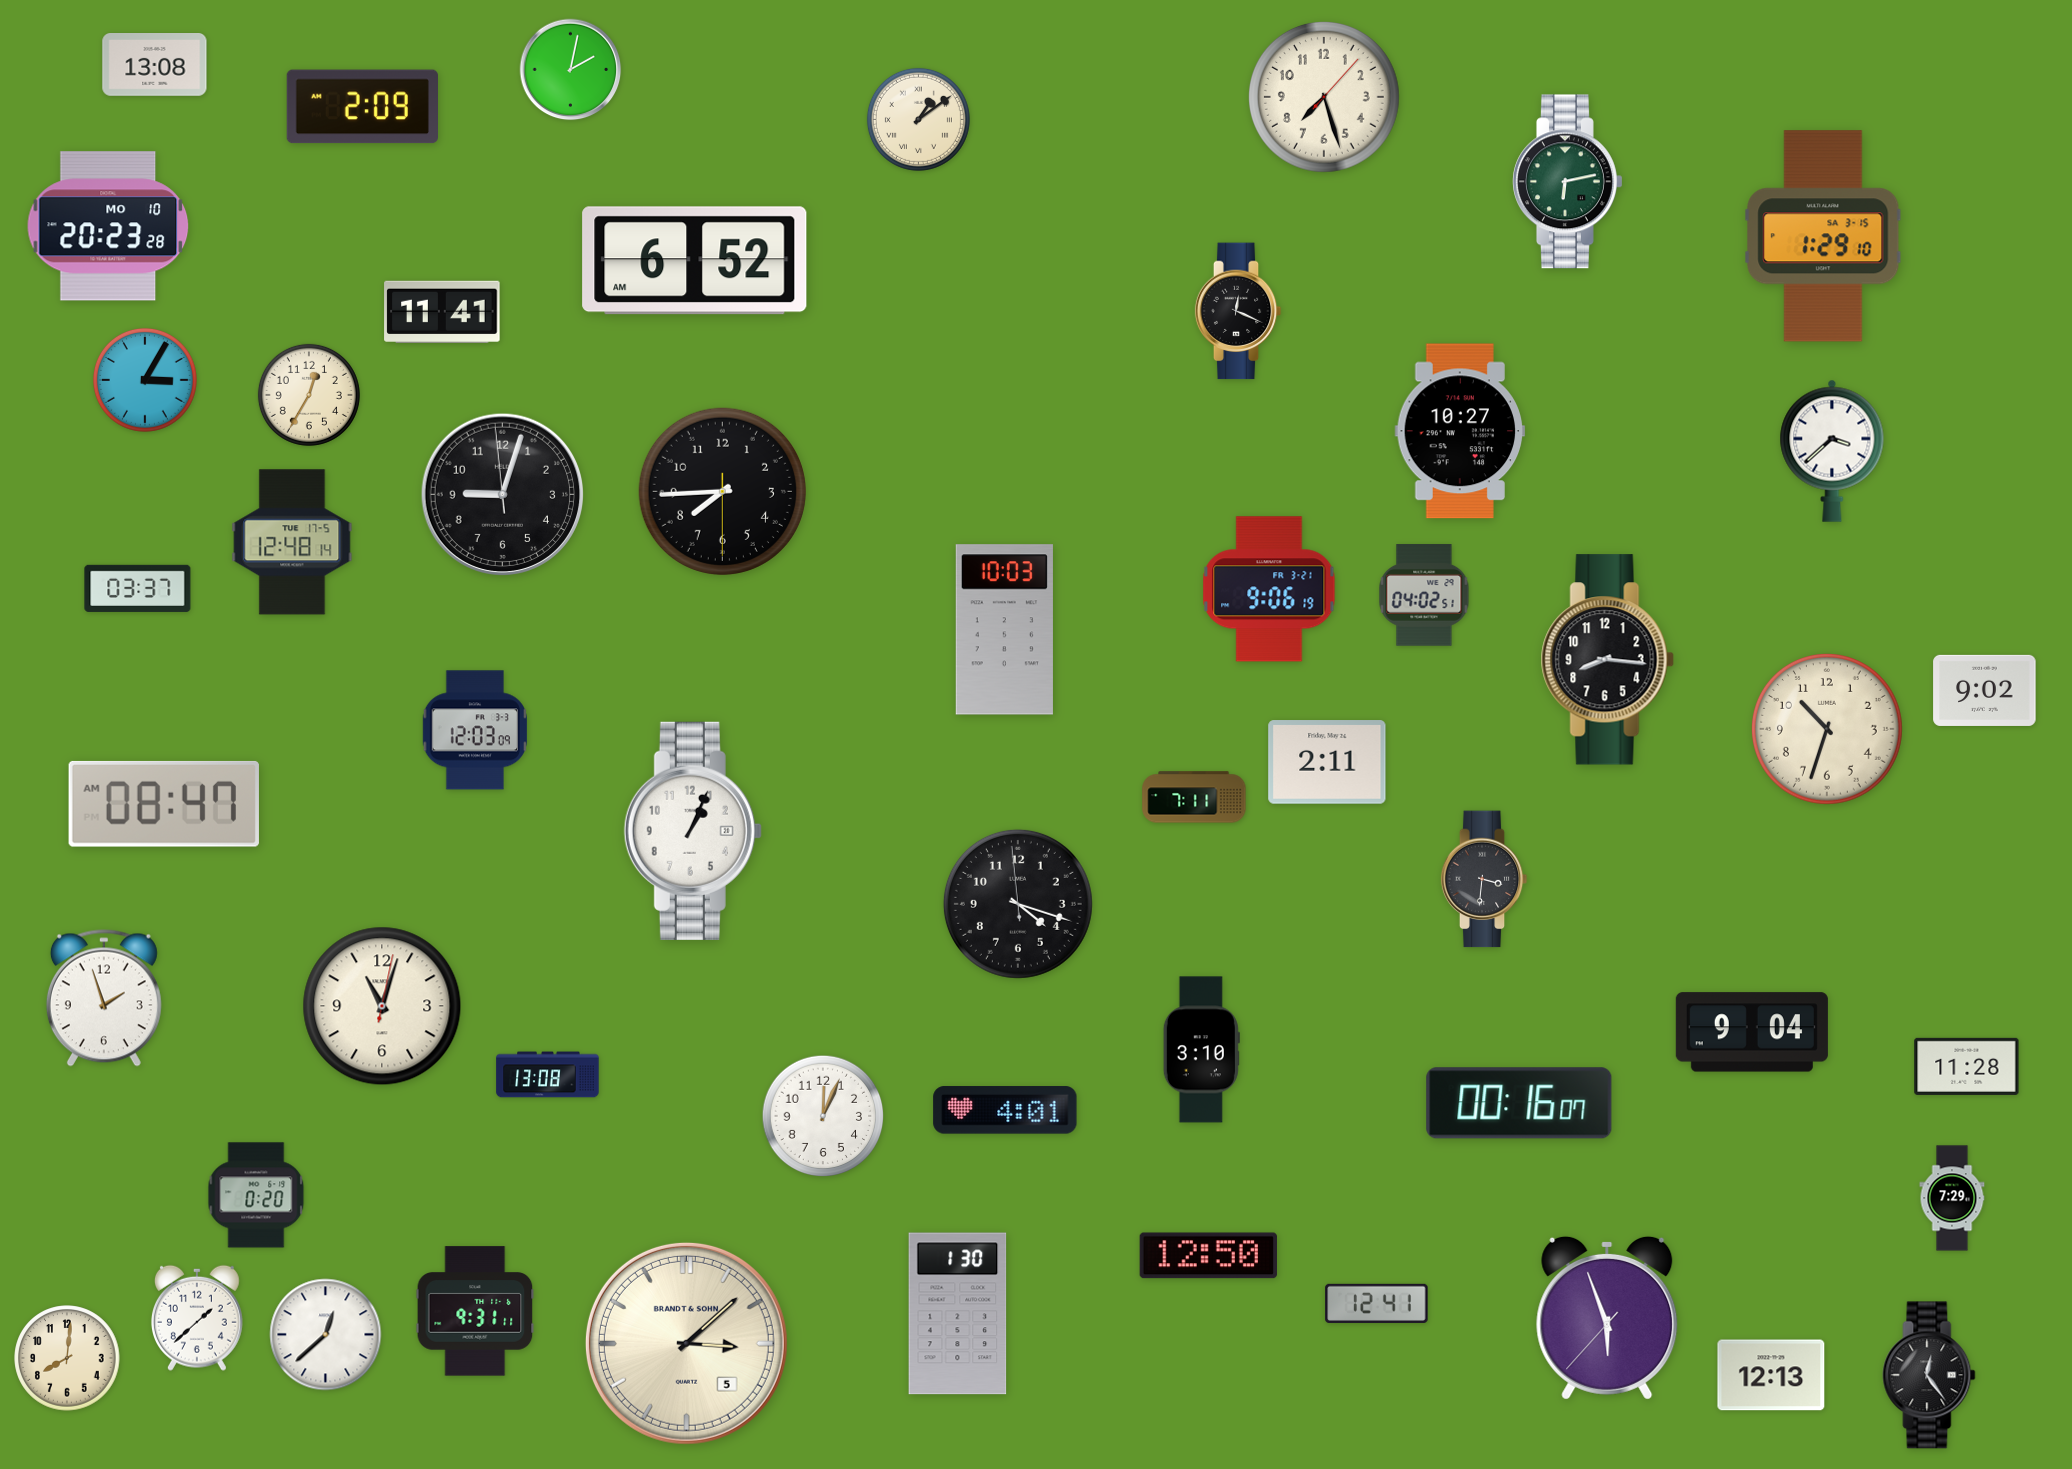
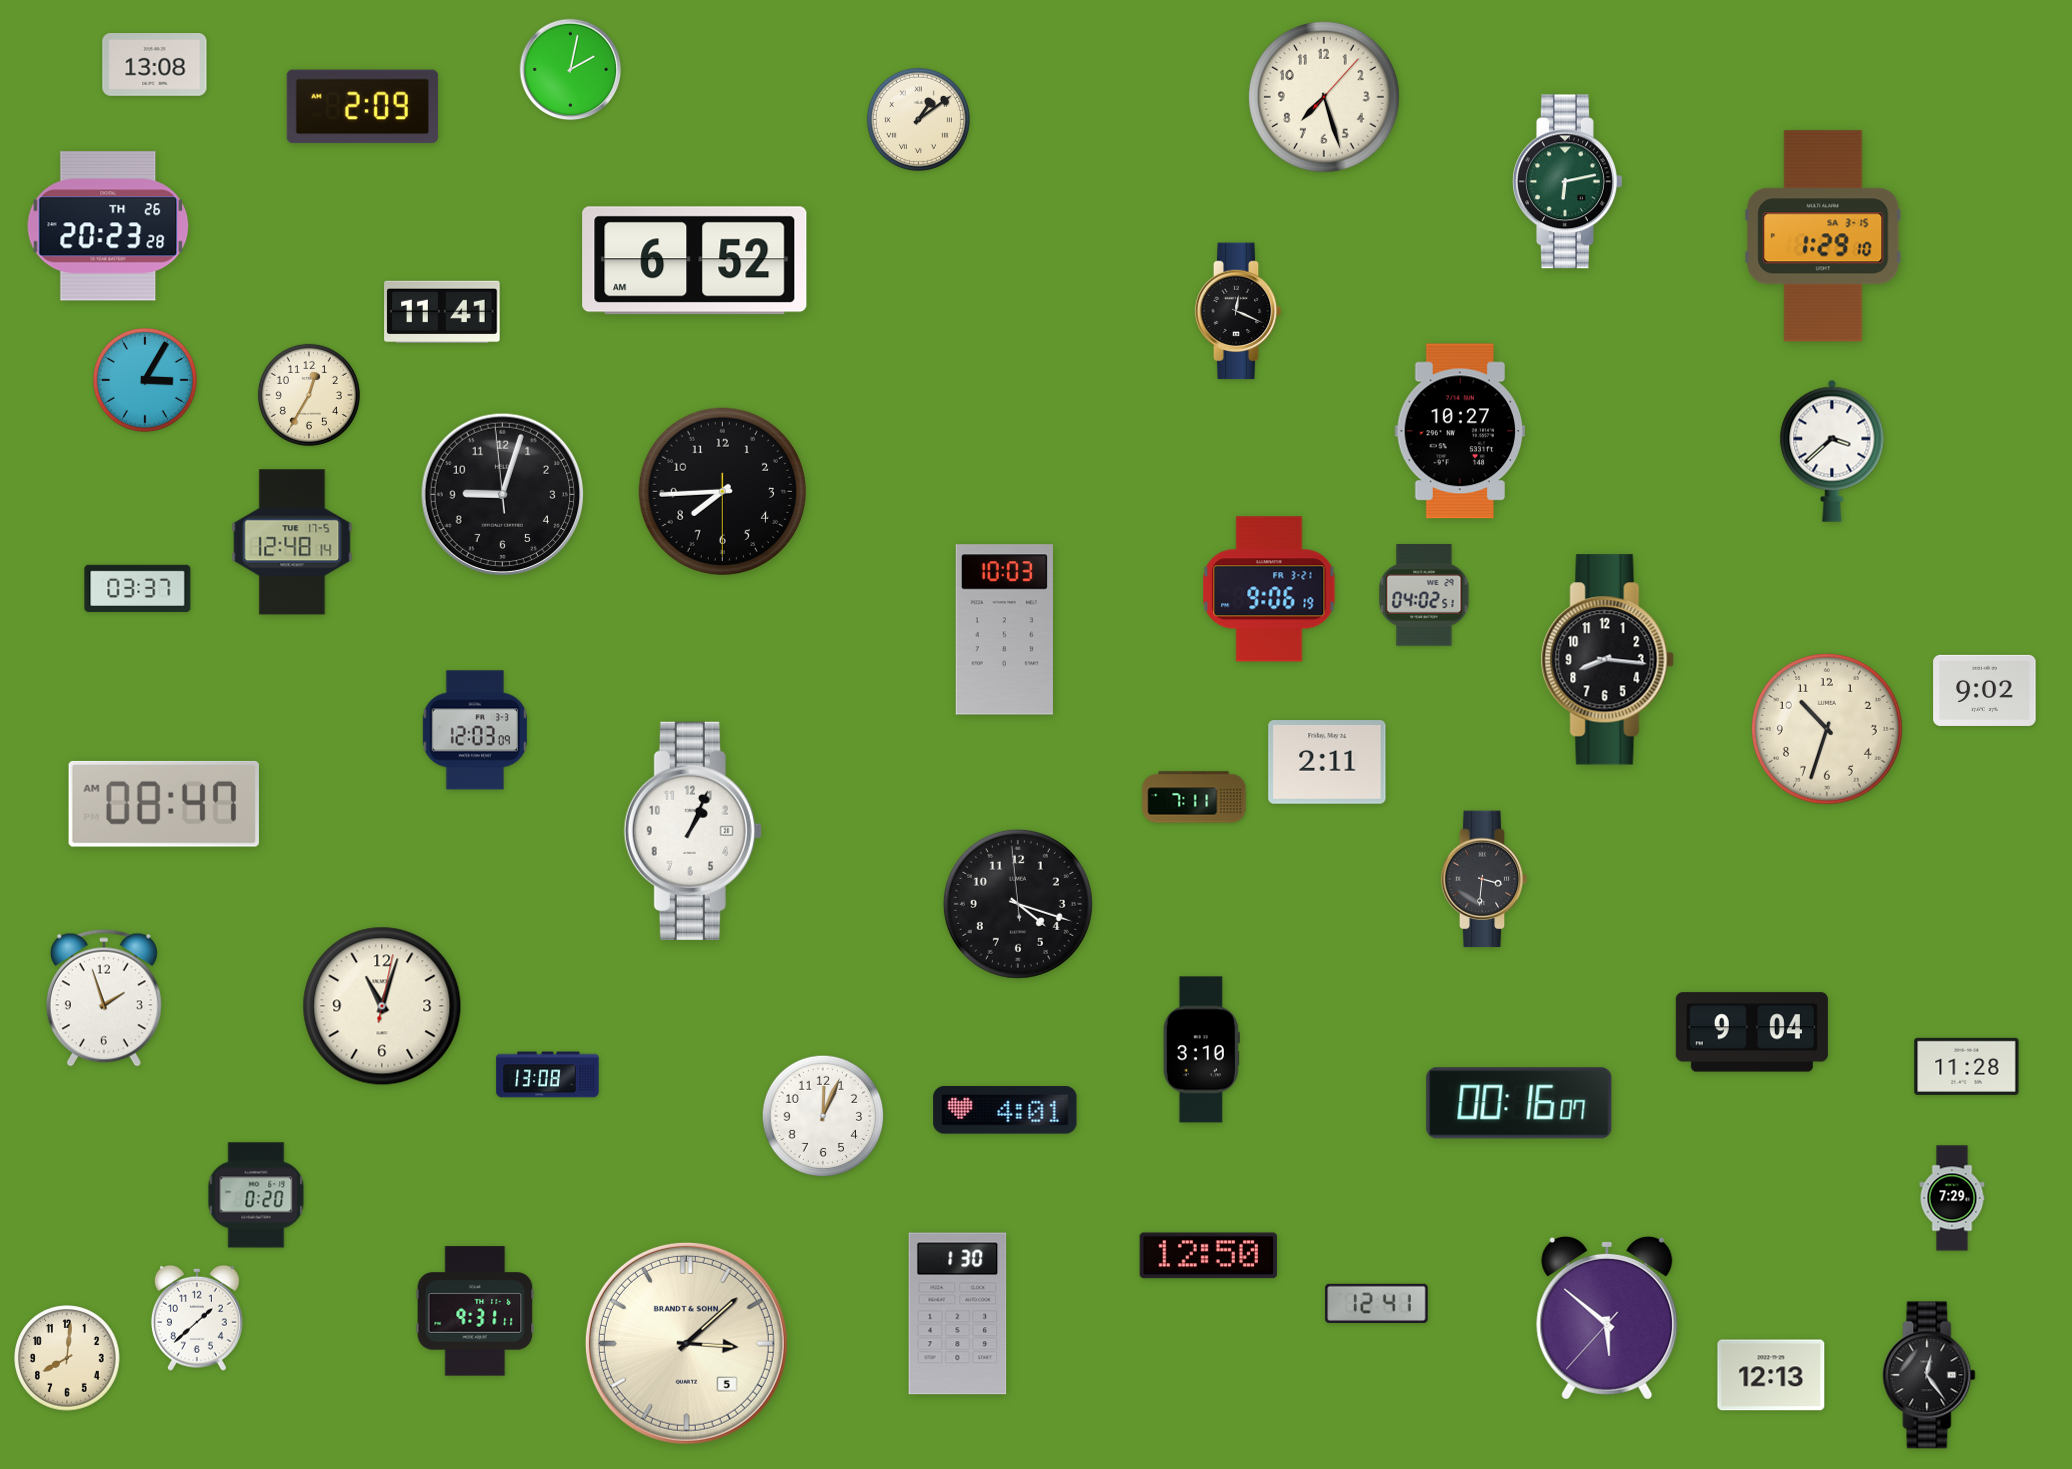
clock at (108, 226) date: MO 10 -> TH 26
clock at (1607, 1318): 5:56 -> 5:51
clock at (326, 1335): 12:38 -> none
